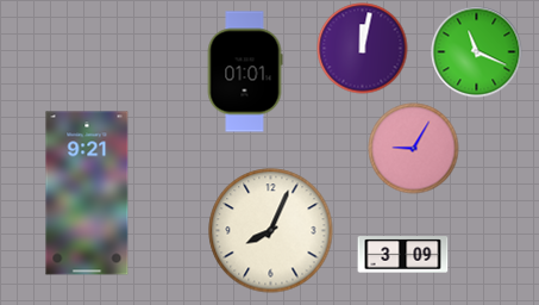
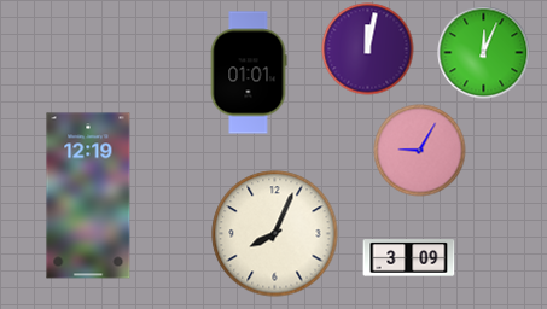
clock at (477, 52): 11:19 -> 12:04
clock at (87, 193): 9:21 -> 12:19
